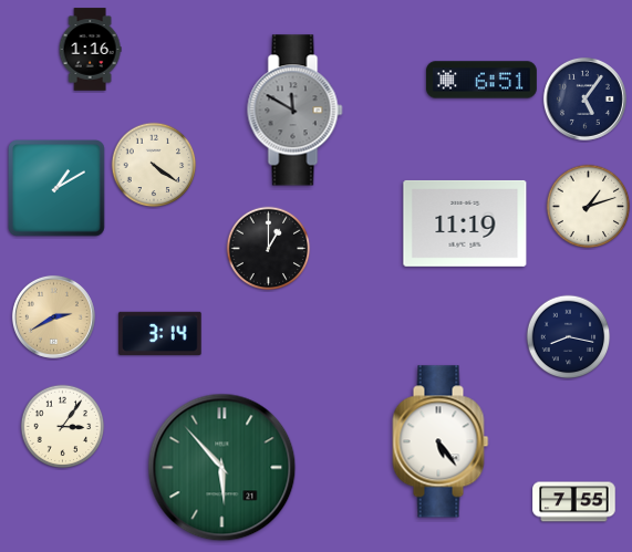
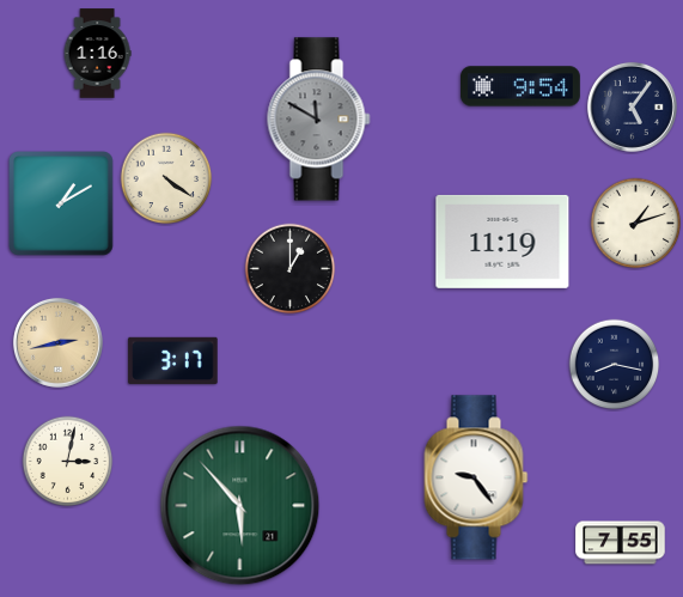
clock at (481, 80): 6:51 -> 9:54
clock at (53, 316): 2:40 -> 2:43
clock at (160, 333): 3:14 -> 3:17
clock at (63, 427): 3:06 -> 3:02
clock at (441, 441): 5:24 -> 9:24
